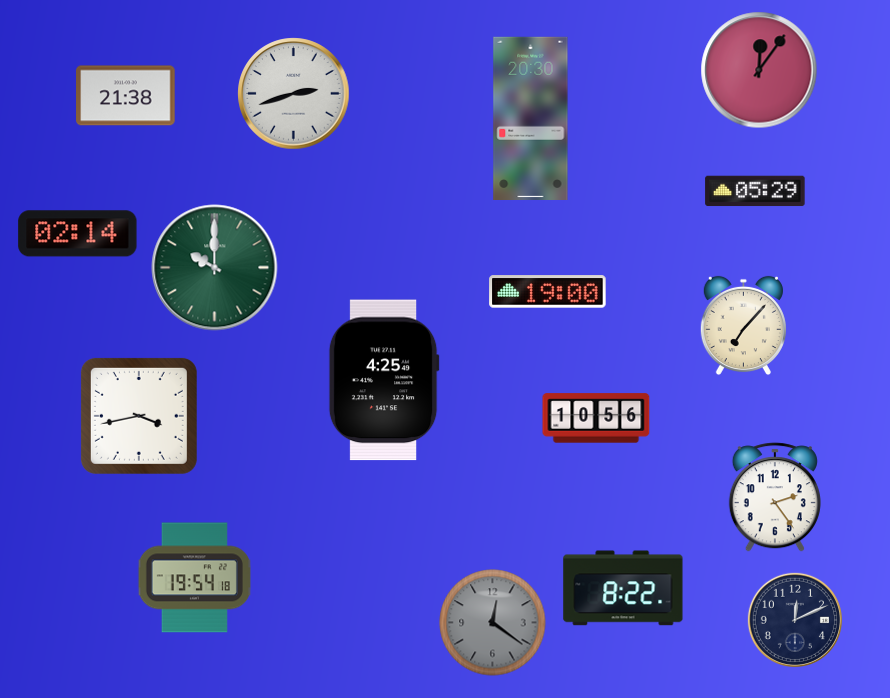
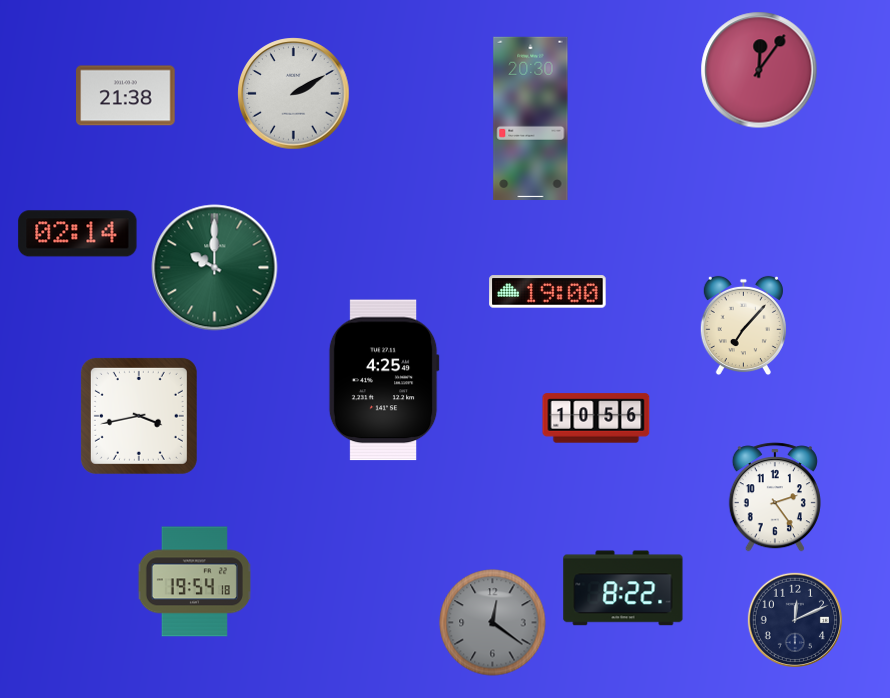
clock at (294, 94): 2:42 -> 2:10
clock at (755, 191): 05:29 -> none
clock at (194, 578) position: (194, 578) -> (194, 582)
